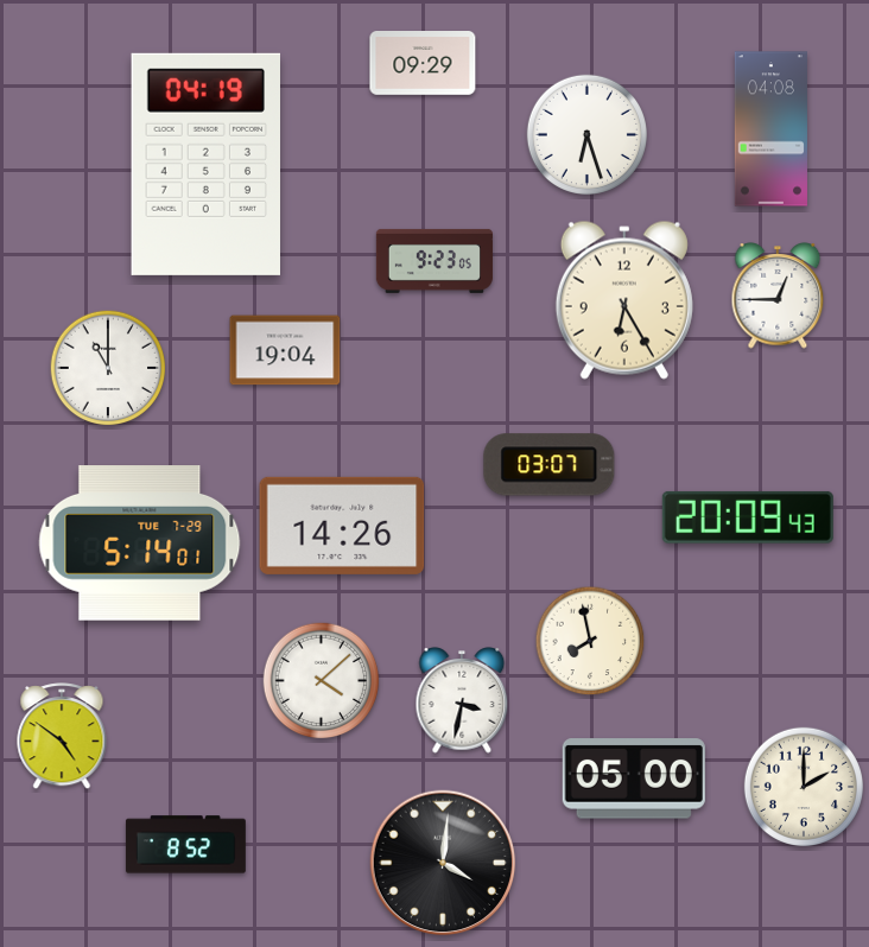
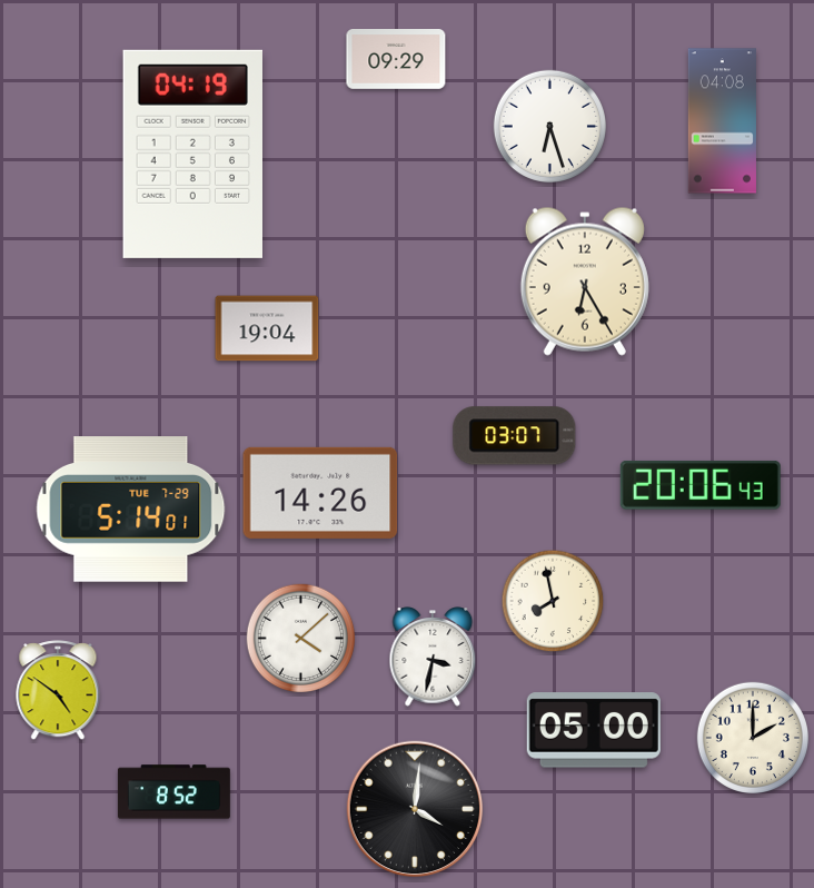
clock at (434, 261): 9:23 -> none
clock at (778, 295): 12:45 -> none
clock at (108, 368): 11:00 -> none
clock at (748, 517): 20:09 -> 20:06
